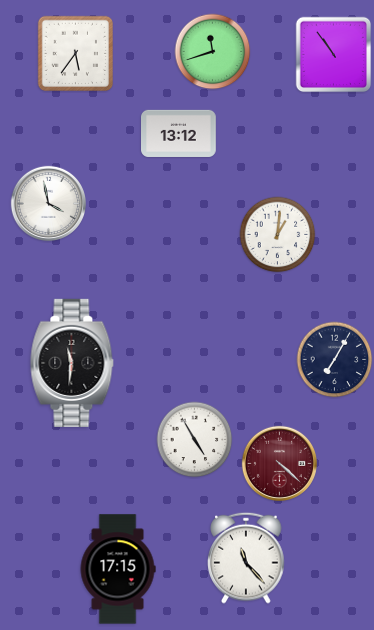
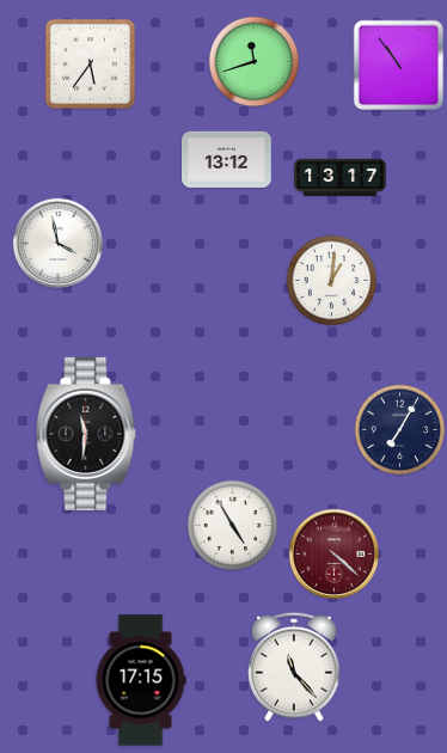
clock at (179, 133) position: (179, 133) -> (227, 159)
clock at (341, 178): none -> 13:17
